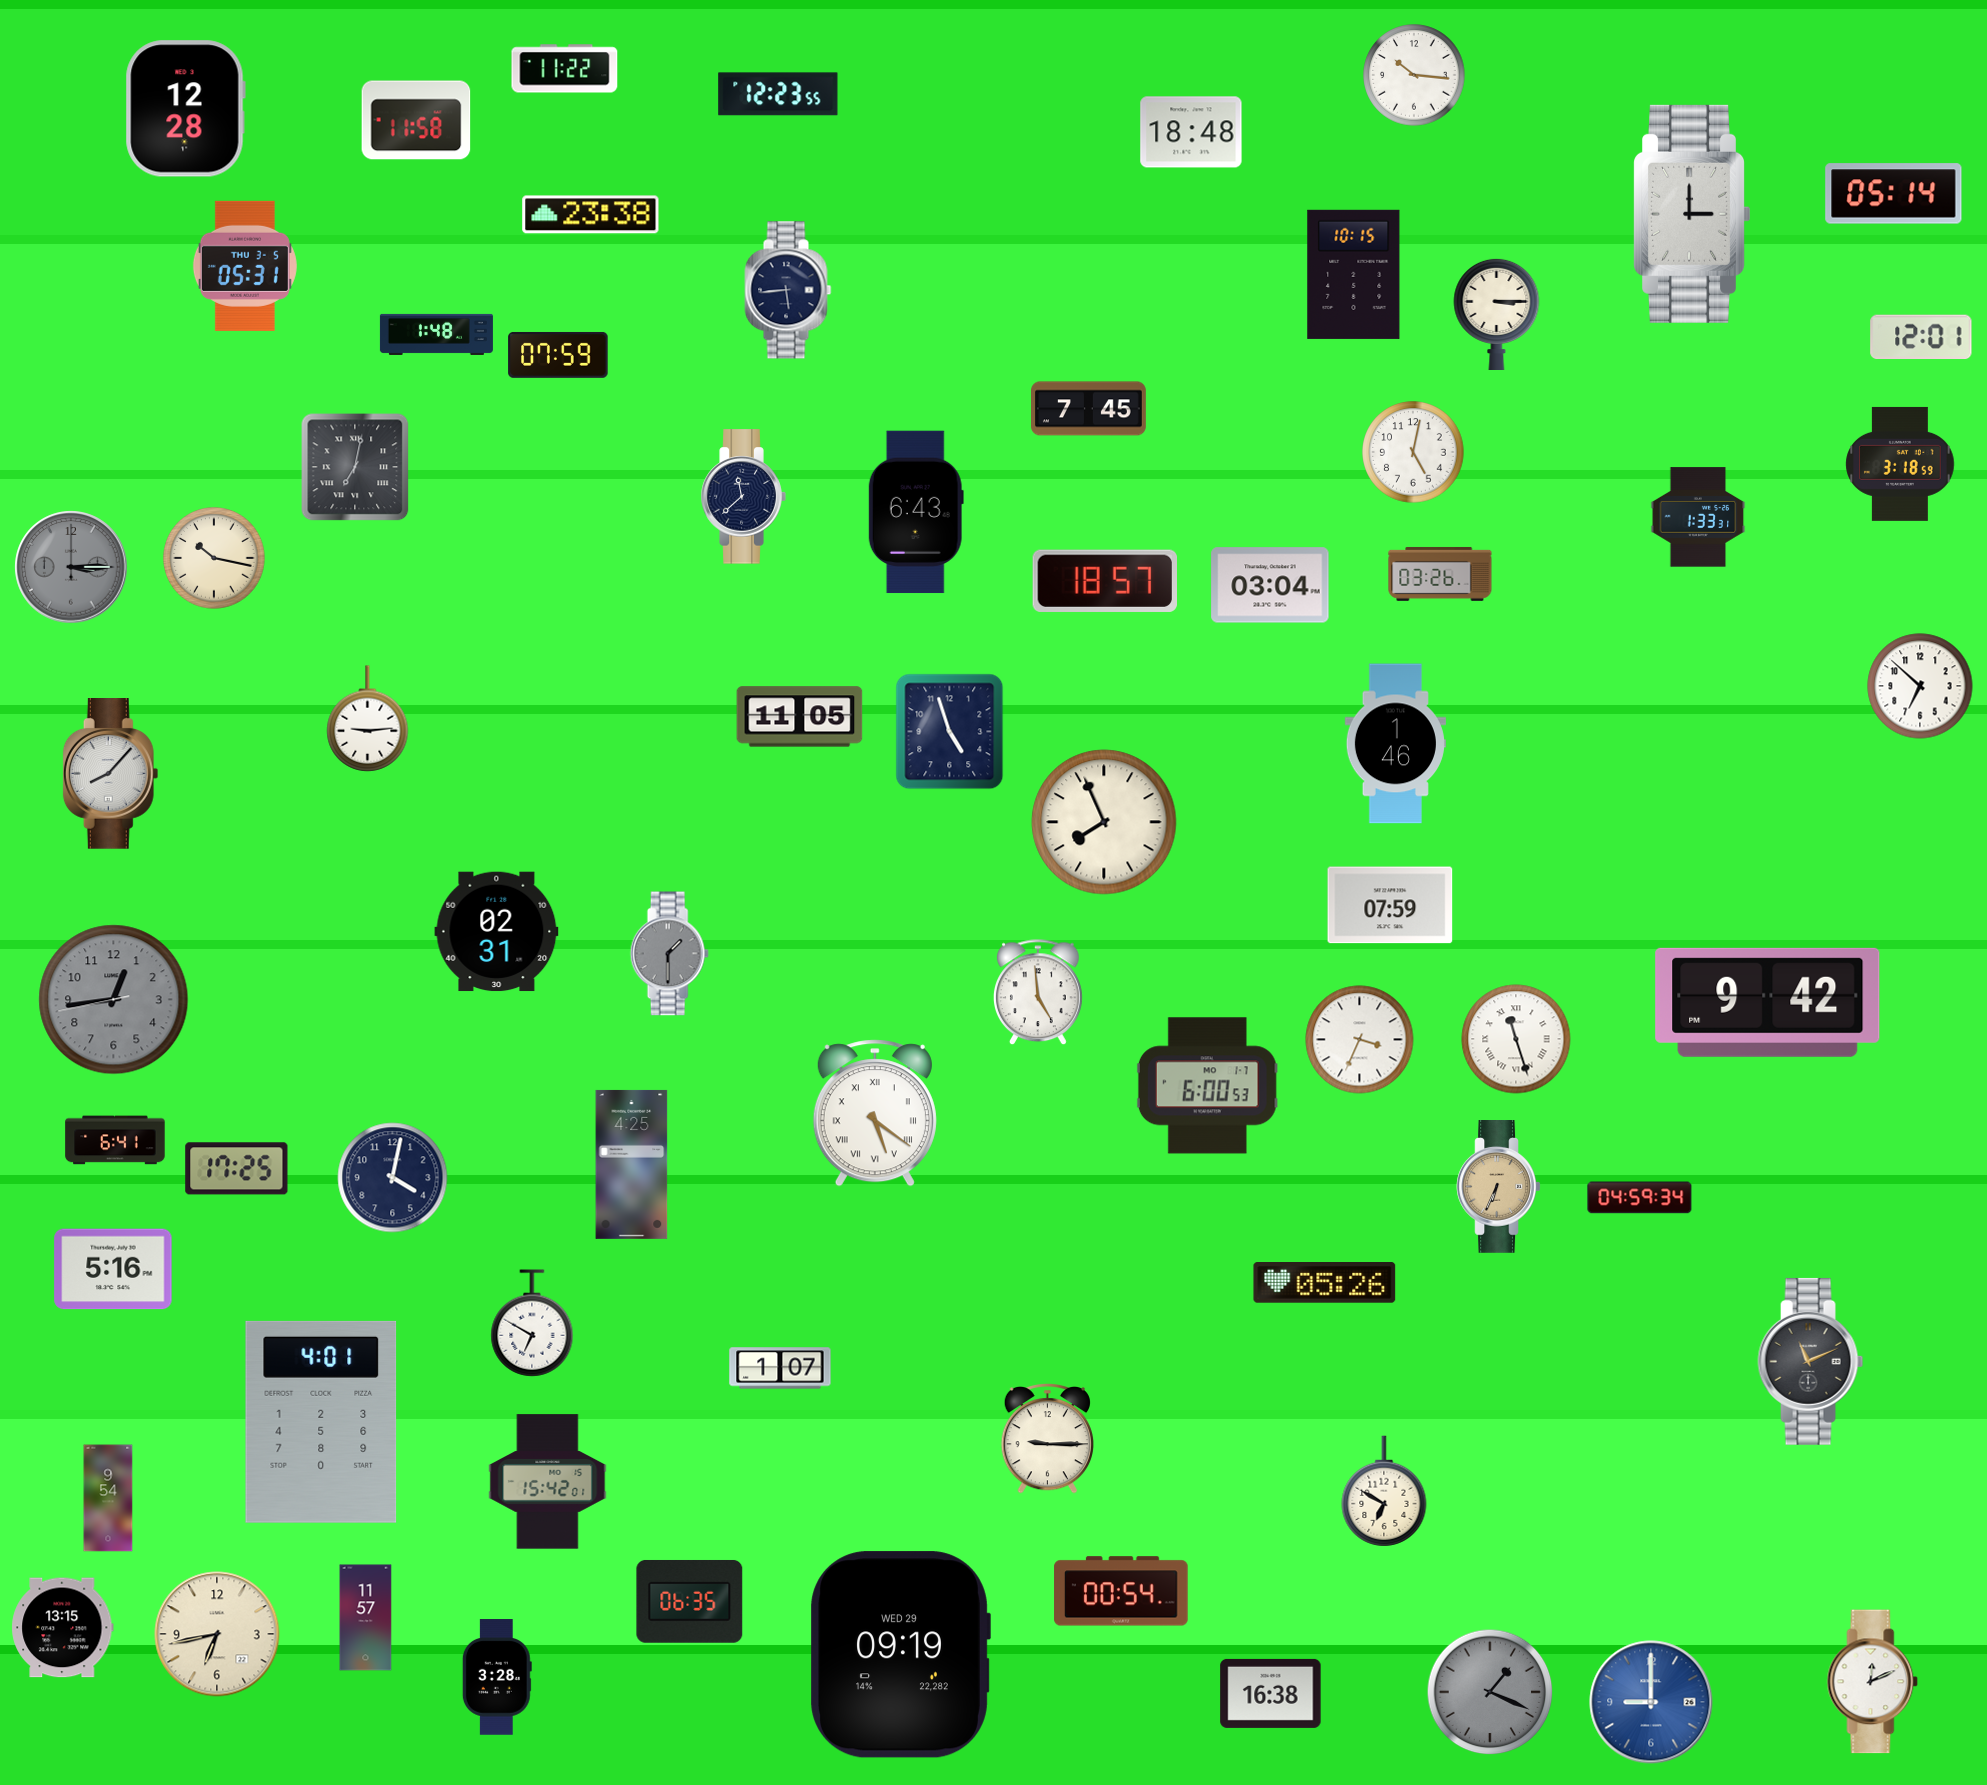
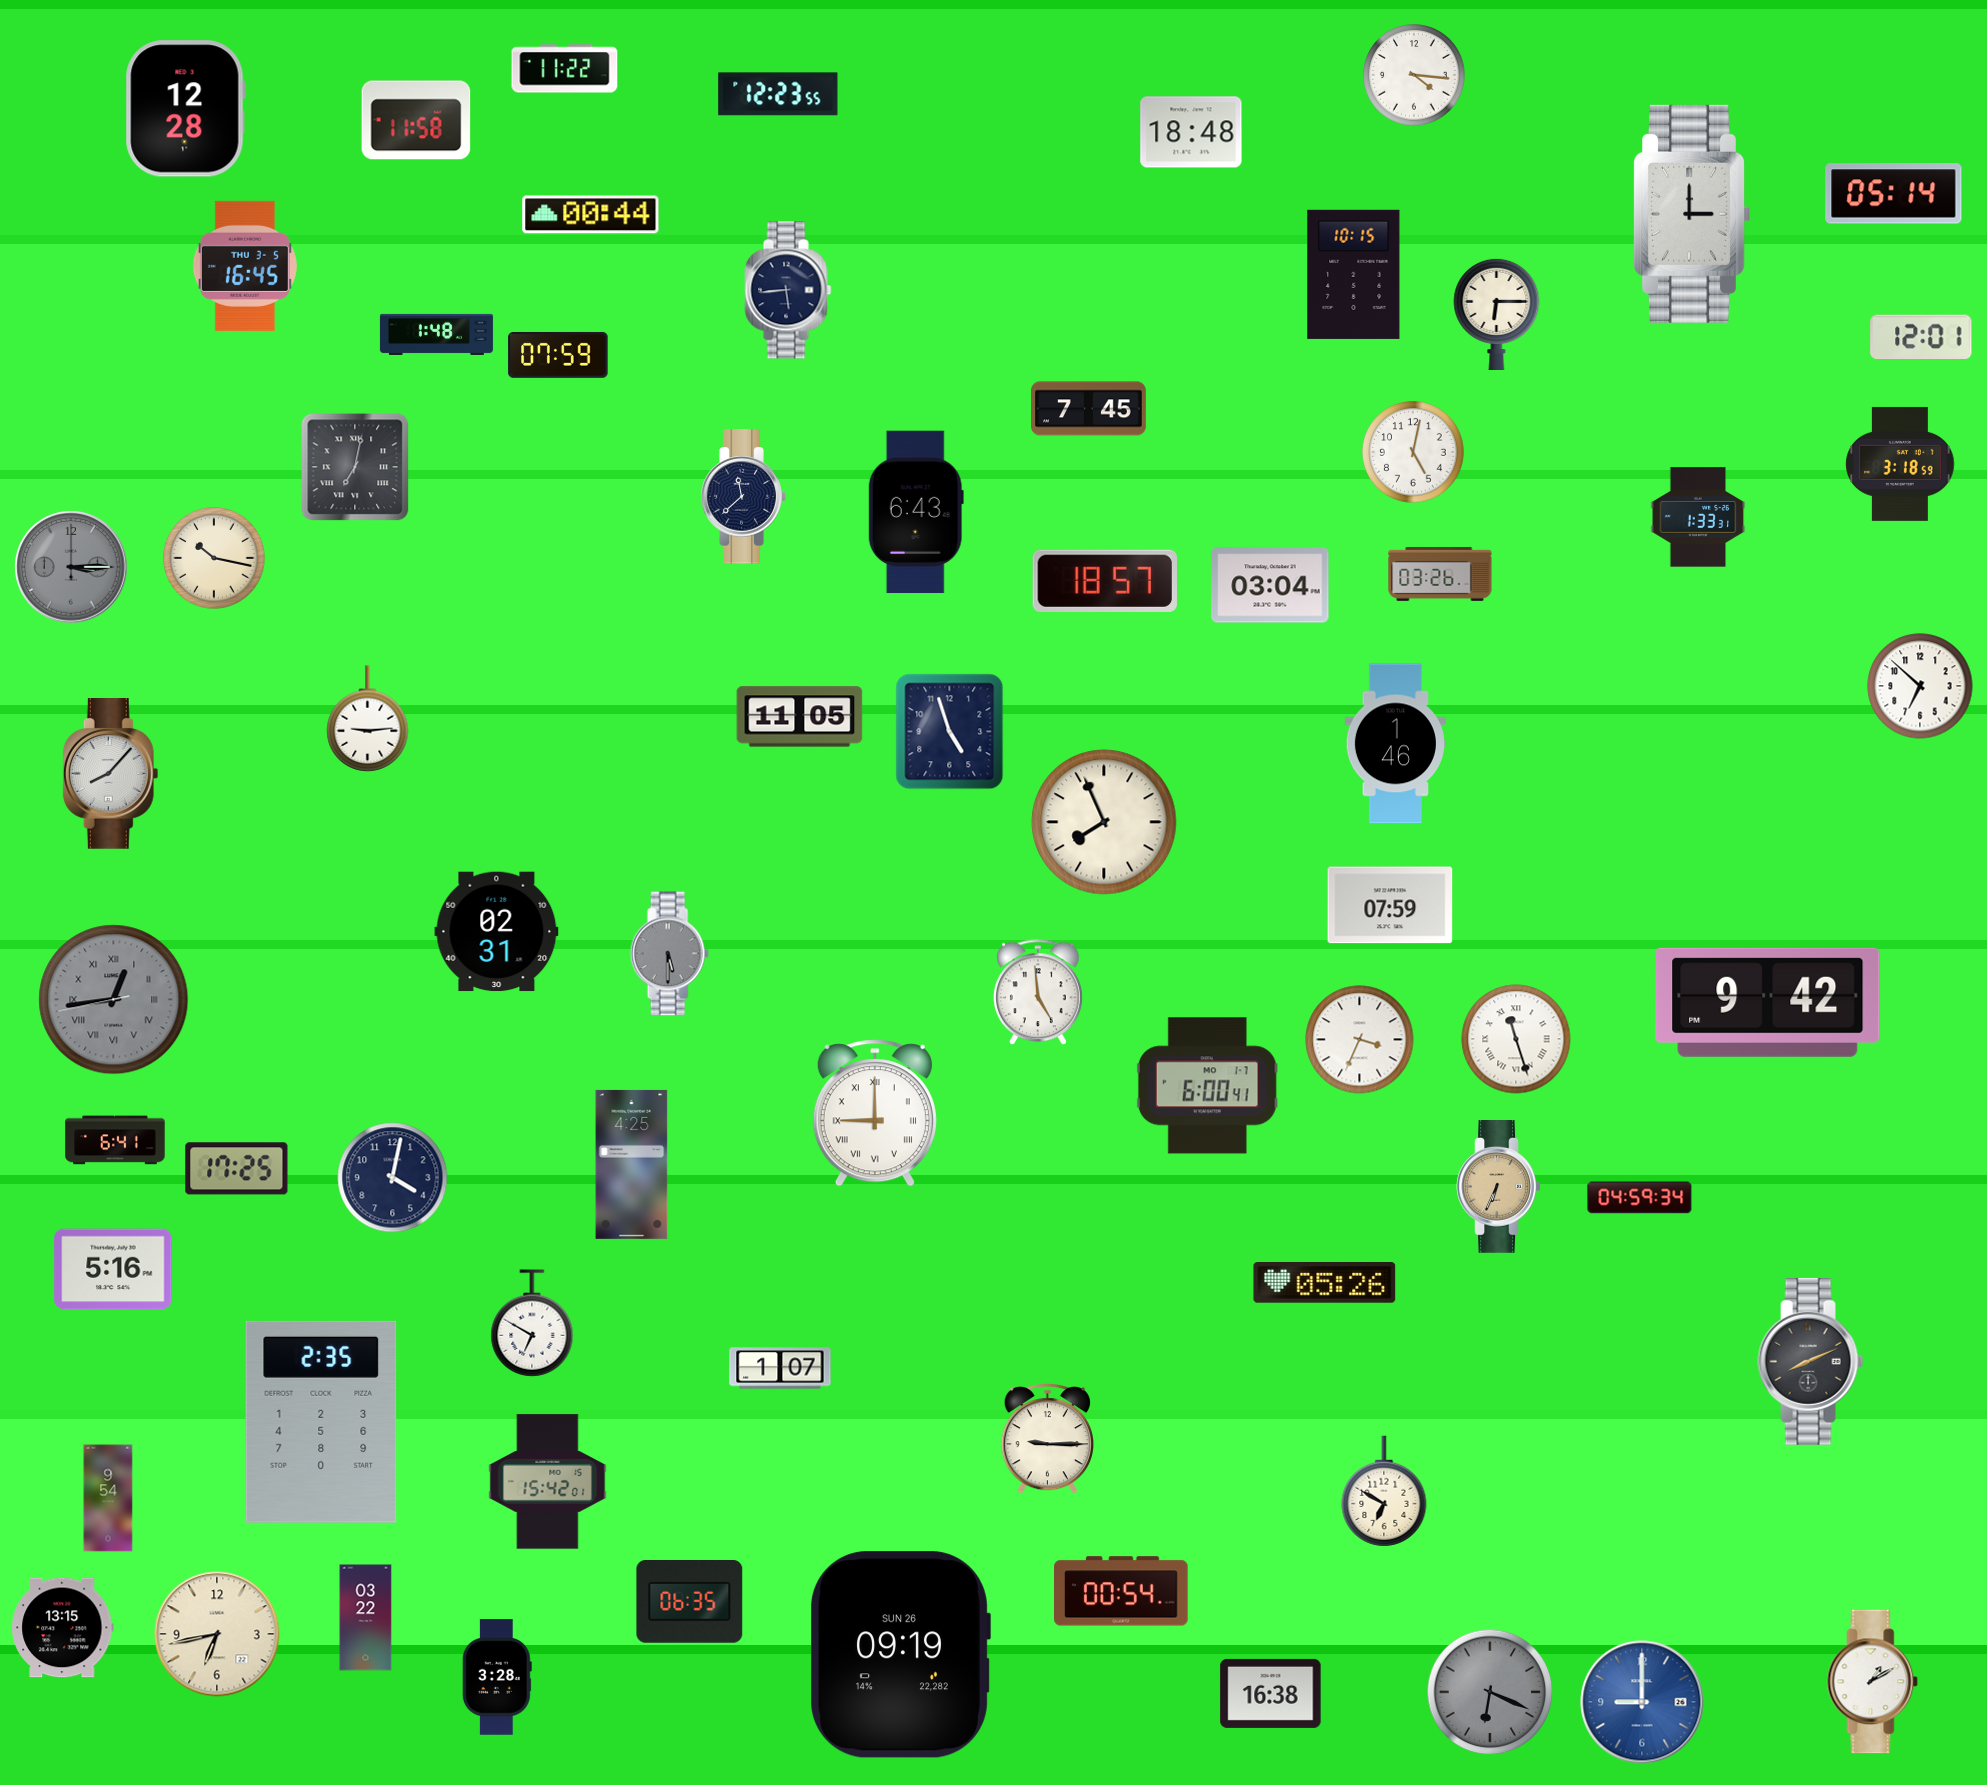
clock at (1414, 75): 10:16 -> 4:16
clock at (591, 215): 23:38 -> 00:44
clock at (245, 266): 05:31 -> 16:45
clock at (1497, 313): 3:15 -> 6:15
clock at (669, 954): 1:30 -> 5:30
clock at (114, 1000) numerals: Arabic -> Roman
clock at (1207, 1086): 6:00:53 -> 6:00:41
clock at (875, 1113): 5:21 -> 9:00
clock at (1811, 1361): 11:11 -> 8:11
clock at (321, 1422): 4:01 -> 2:35
clock at (366, 1618): 11:57 -> 03:22
clock at (900, 1655) date: WED 29 -> SUN 26
clock at (1873, 1682): 12:11 -> 1:10
clock at (1490, 1692): 1:19 -> 6:19
clock at (1651, 1702) position: (1651, 1702) -> (1642, 1702)
